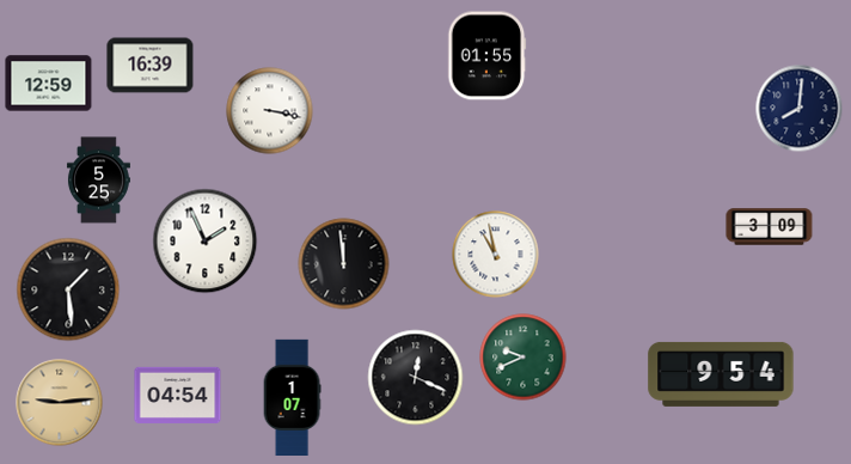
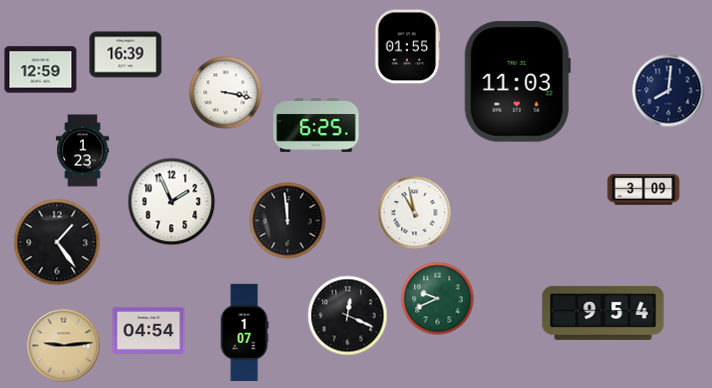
clock at (517, 82): none -> 11:03
clock at (316, 126): none -> 6:25
clock at (98, 181): 5:25 -> 1:23
clock at (68, 289): 1:29 -> 1:24
clock at (60, 403) position: (60, 403) -> (64, 346)
